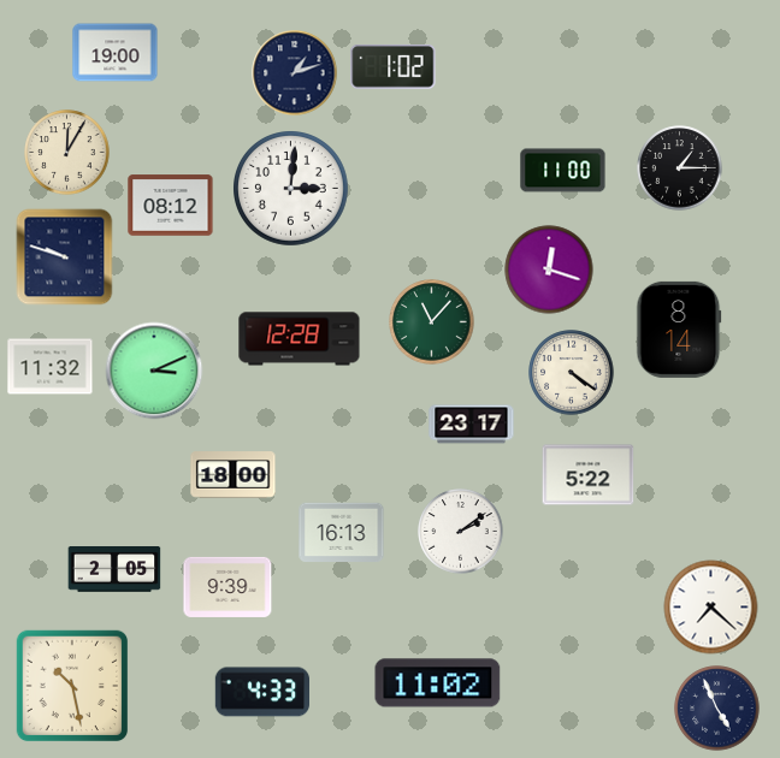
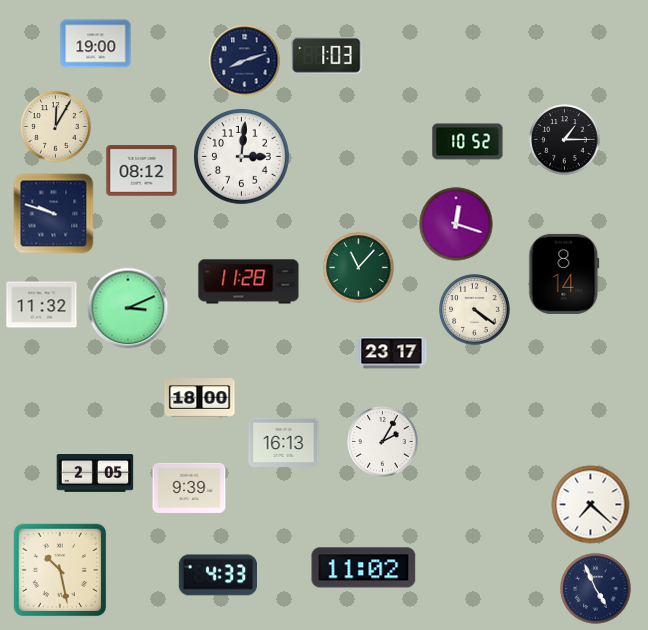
clock at (394, 67): 1:02 -> 1:03
clock at (295, 73): 1:12 -> 8:12
clock at (563, 171): 11:00 -> 10:52
clock at (300, 339): 12:28 -> 11:28
clock at (234, 475) position: (234, 475) -> (200, 398)
clock at (589, 475): 5:22 -> none
clock at (461, 532): 2:09 -> 2:05
